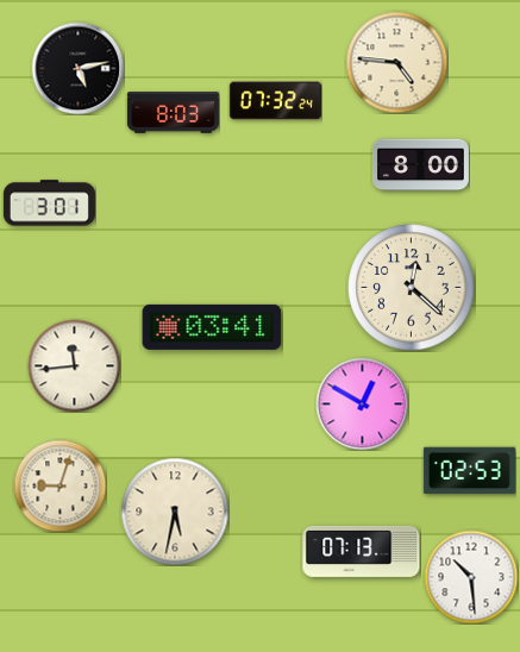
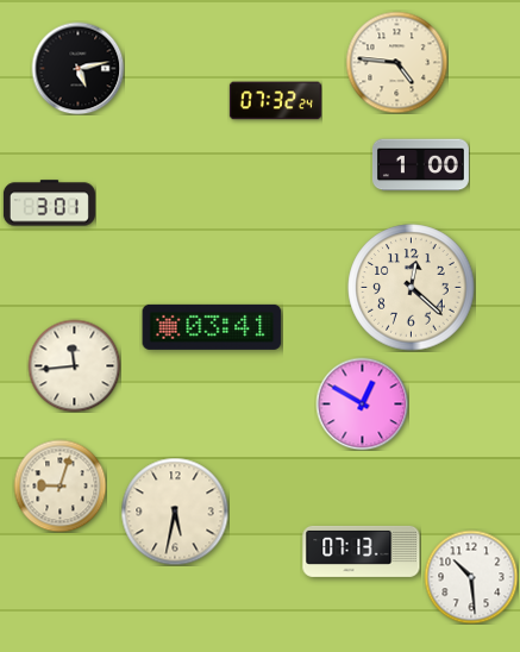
clock at (173, 113): 8:03 -> none
clock at (420, 165): 8:00 -> 1:00
clock at (469, 471): 02:53 -> none
